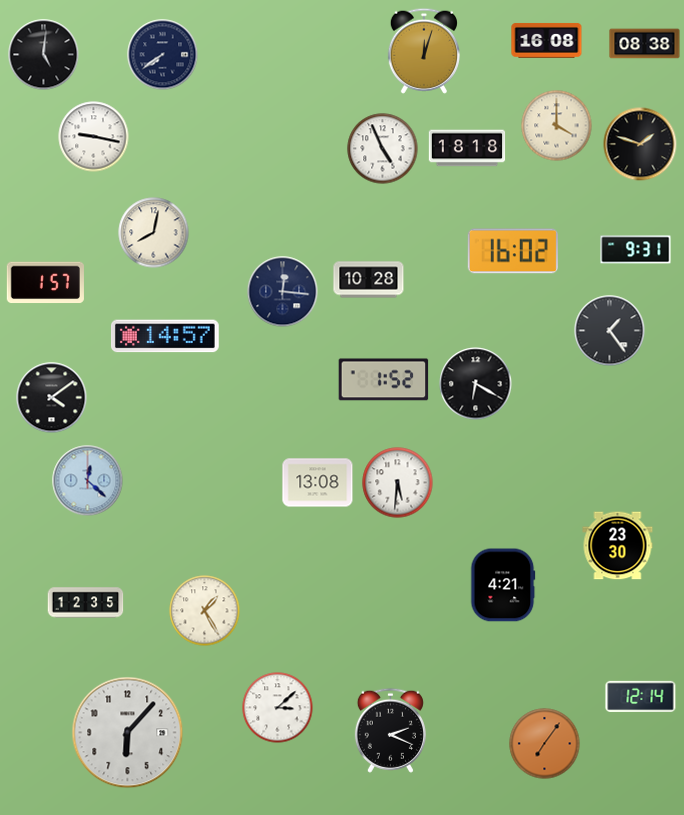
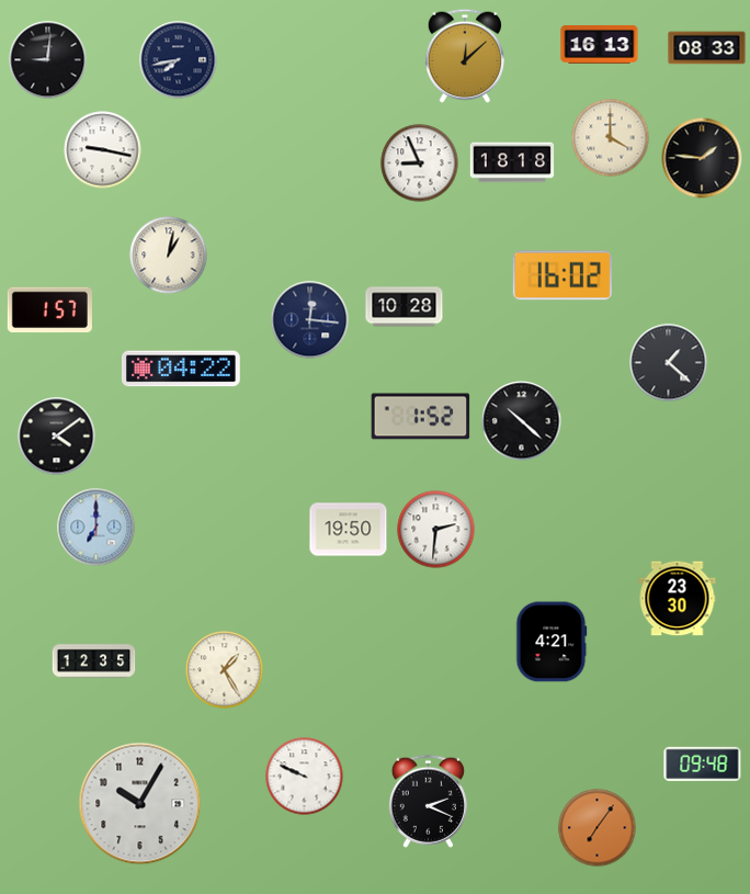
clock at (547, 40): 16:08 -> 16:13
clock at (645, 44): 08:38 -> 08:33
clock at (423, 51): 12:03 -> 12:08
clock at (44, 55): 5:01 -> 9:01
clock at (163, 55): 7:39 -> 7:43
clock at (640, 144): 1:48 -> 1:46
clock at (383, 149): 4:56 -> 8:56
clock at (154, 233): 8:02 -> 1:02
clock at (636, 250): 9:31 -> none
clock at (610, 331): 1:24 -> 1:22
clock at (165, 336): 14:57 -> 04:22
clock at (476, 384): 6:20 -> 10:22
clock at (88, 481): 12:22 -> 7:00
clock at (318, 483): 13:08 -> 19:50
clock at (398, 483): 5:31 -> 2:31
clock at (641, 697): 12:14 -> 09:48
clock at (278, 708): 3:08 -> 9:49
clock at (128, 733): 6:07 -> 10:05
clock at (545, 744) position: (545, 744) -> (598, 828)
